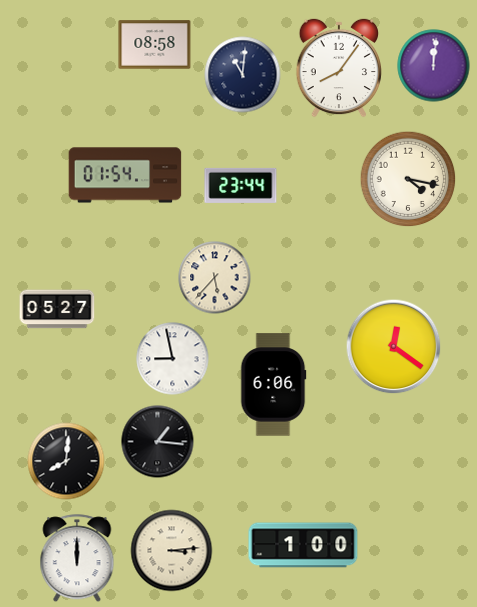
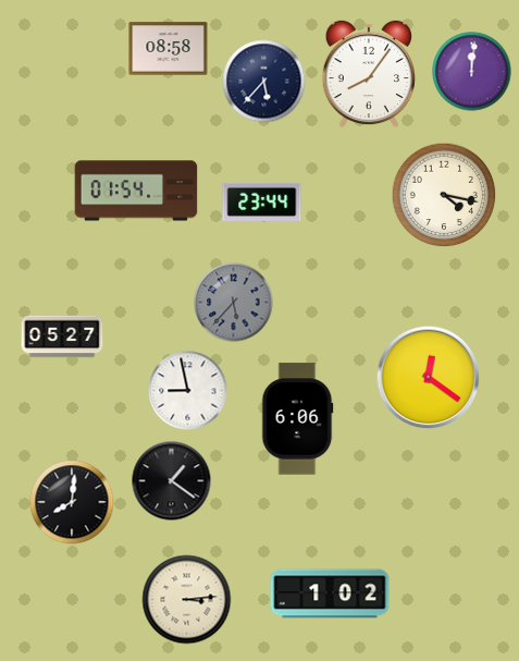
clock at (243, 75): 11:01 -> 5:37
clock at (215, 278) dial: cream -> grey
clock at (158, 442): 1:16 -> 1:21
clock at (303, 545): 1:00 -> 1:02
clock at (77, 559): 12:00 -> none
